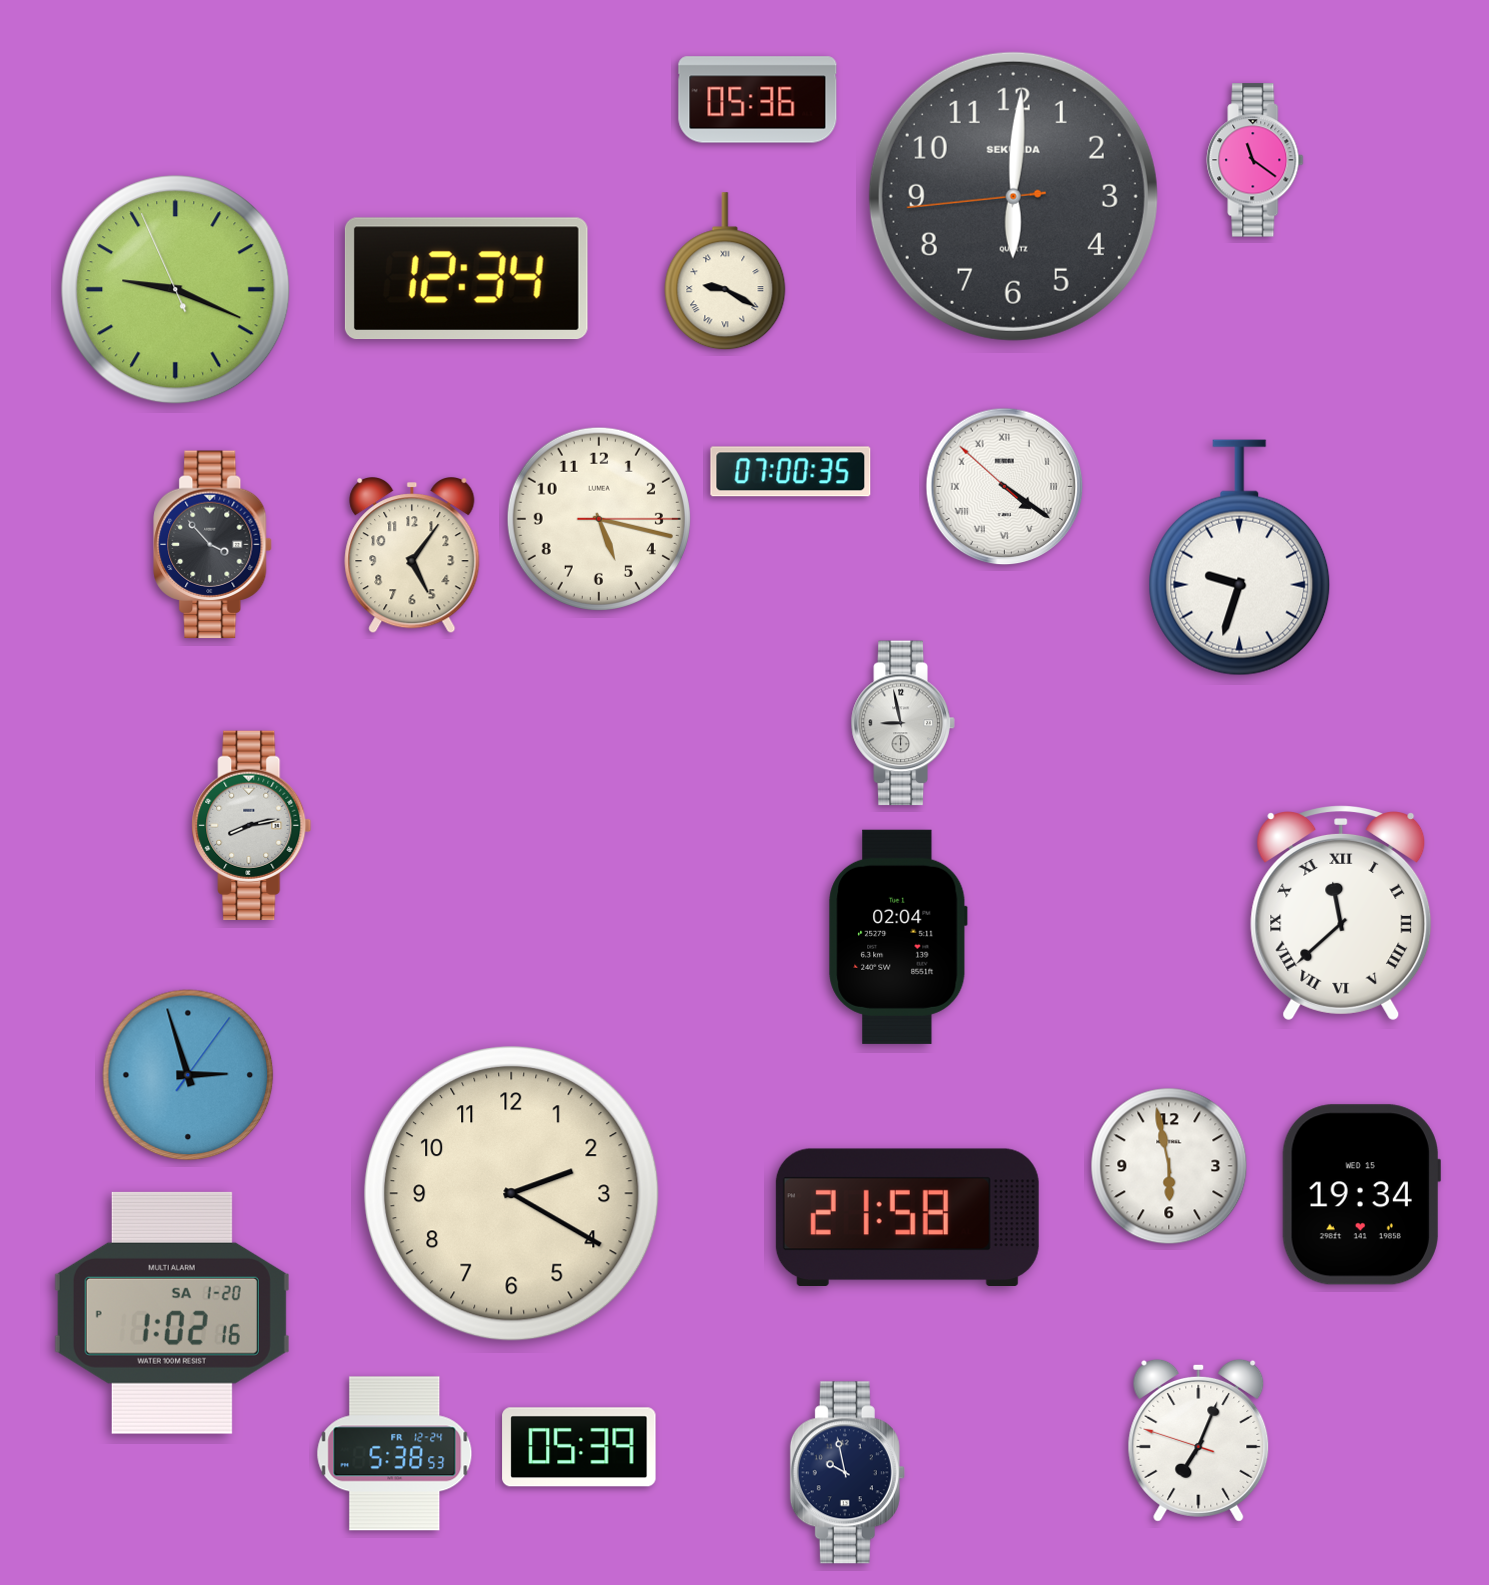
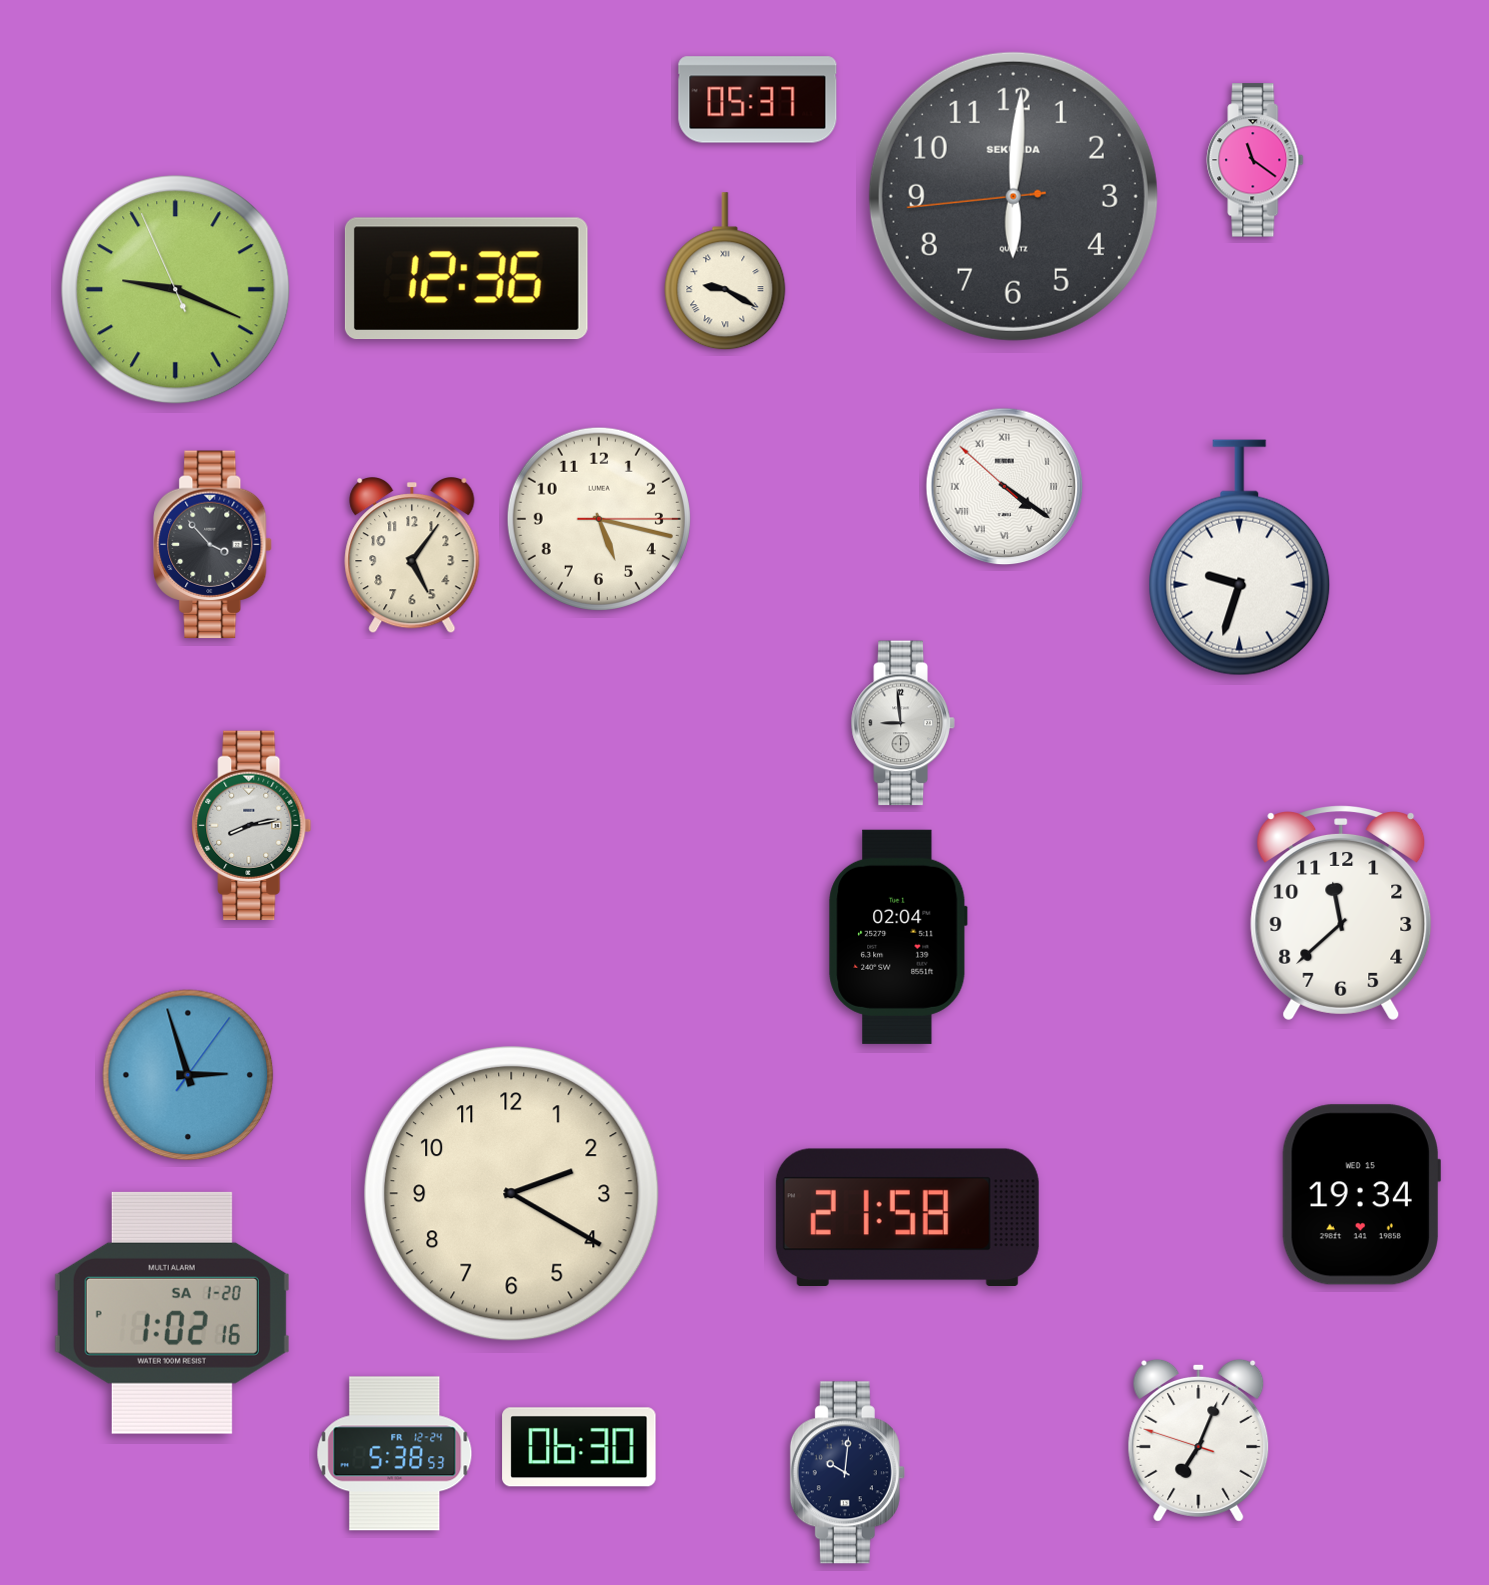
clock at (758, 100): 05:36 -> 05:37
clock at (466, 278): 12:34 -> 12:36
clock at (791, 472): 07:00 -> none
clock at (903, 723): 8:58 -> 8:59
clock at (1341, 914) numerals: Roman -> Arabic
clock at (1169, 1166): 5:58 -> none
clock at (579, 1447): 05:39 -> 06:30
clock at (847, 1473): 9:58 -> 10:01
